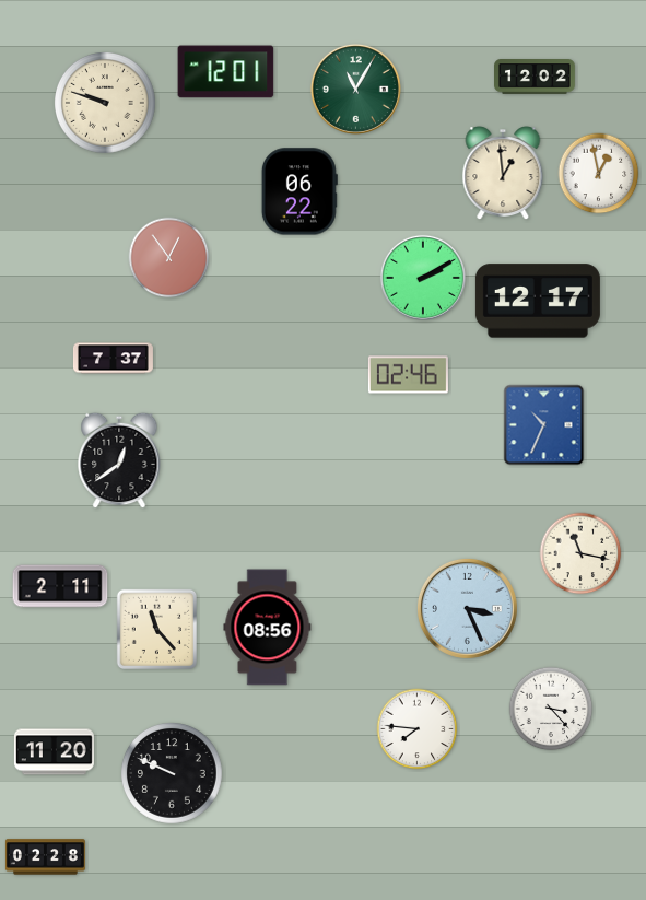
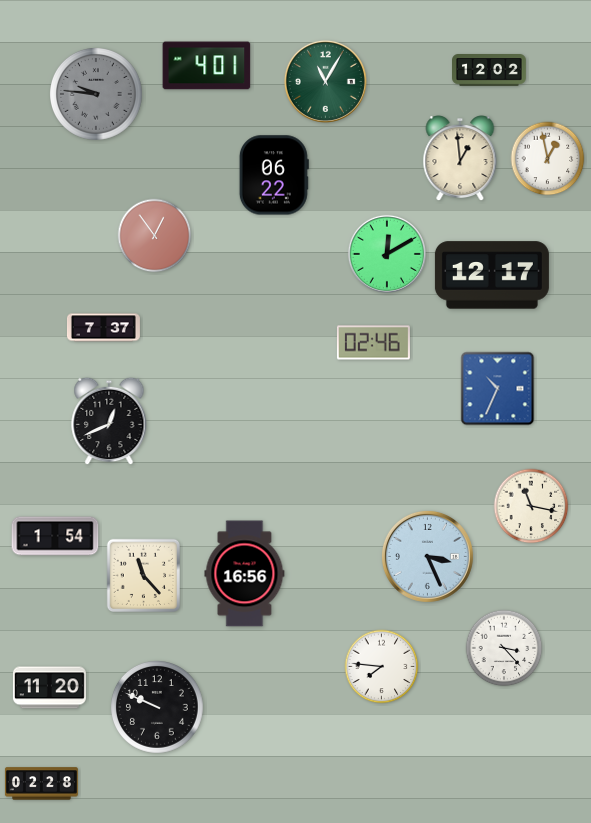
clock at (226, 72): 12:01 -> 4:01
clock at (106, 104): 9:48 -> 9:46
clock at (106, 104) dial: cream -> grey
clock at (423, 278): 2:10 -> 12:10
clock at (119, 460): 12:39 -> 12:41
clock at (60, 586): 2:11 -> 1:54
clock at (268, 628): 08:56 -> 16:56
